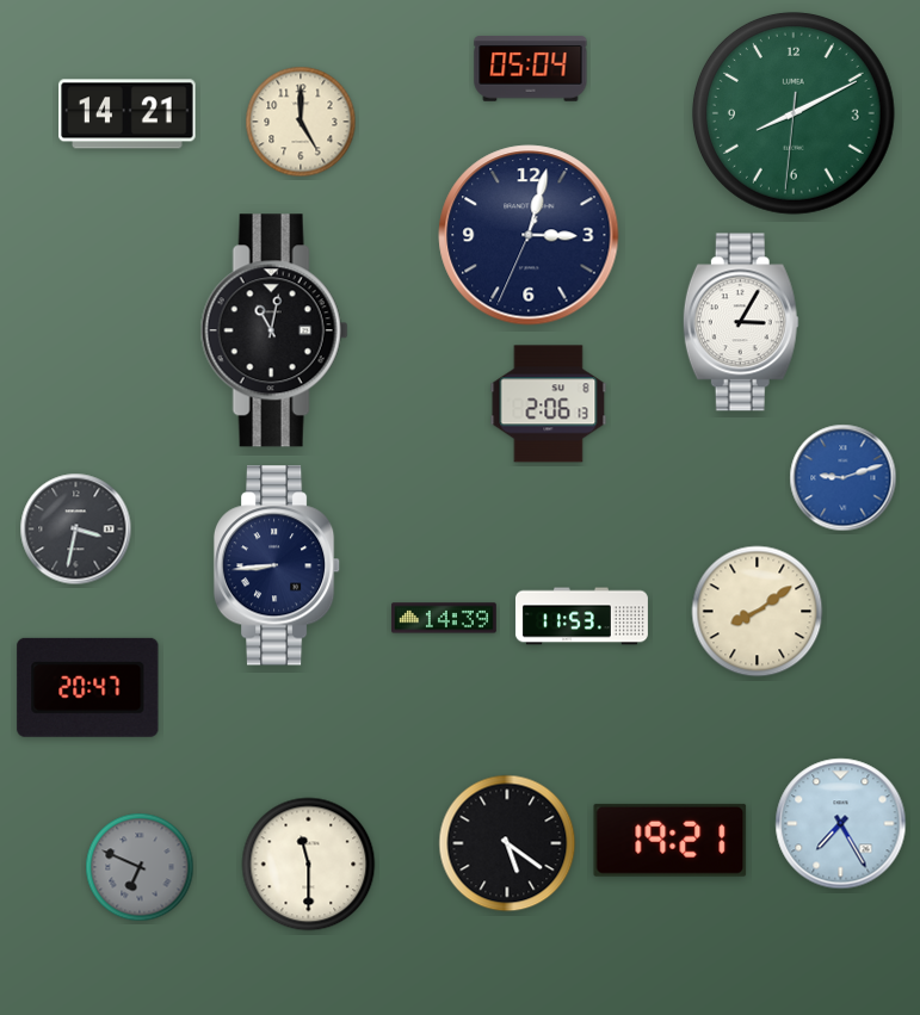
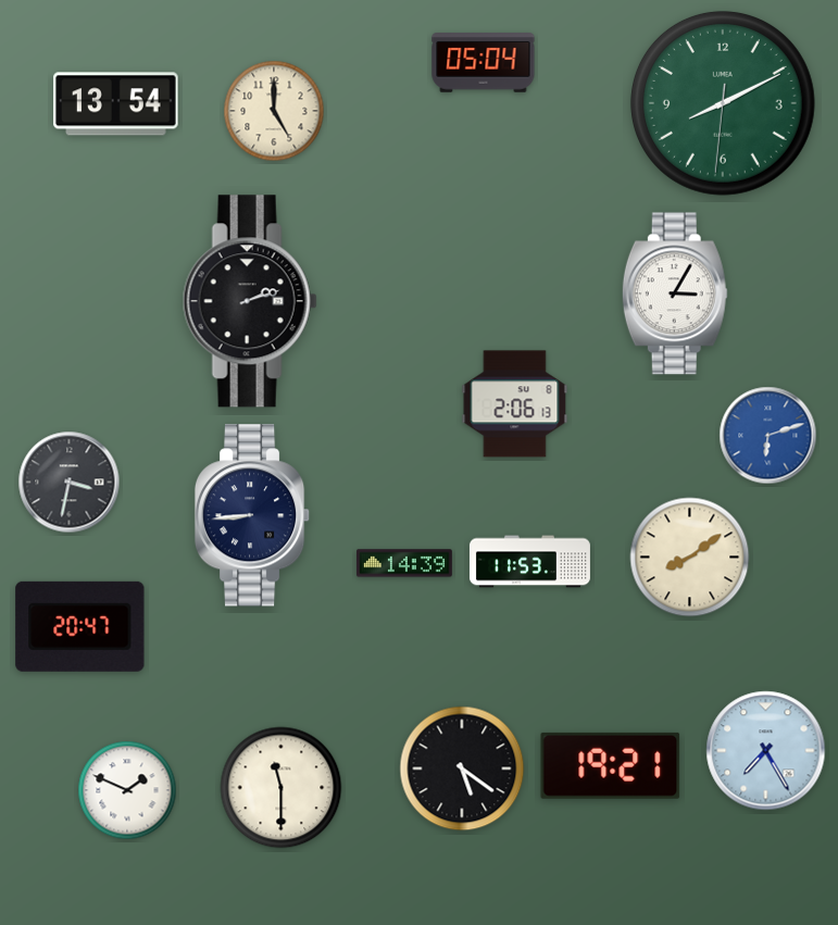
clock at (128, 115): 14:21 -> 13:54
clock at (529, 235): 3:02 -> none
clock at (274, 330): 11:02 -> 2:12
clock at (549, 404) position: (549, 404) -> (515, 404)
clock at (844, 478): 9:12 -> 6:12
clock at (140, 867): 6:49 -> 1:49
clock at (140, 867) dial: grey -> white
